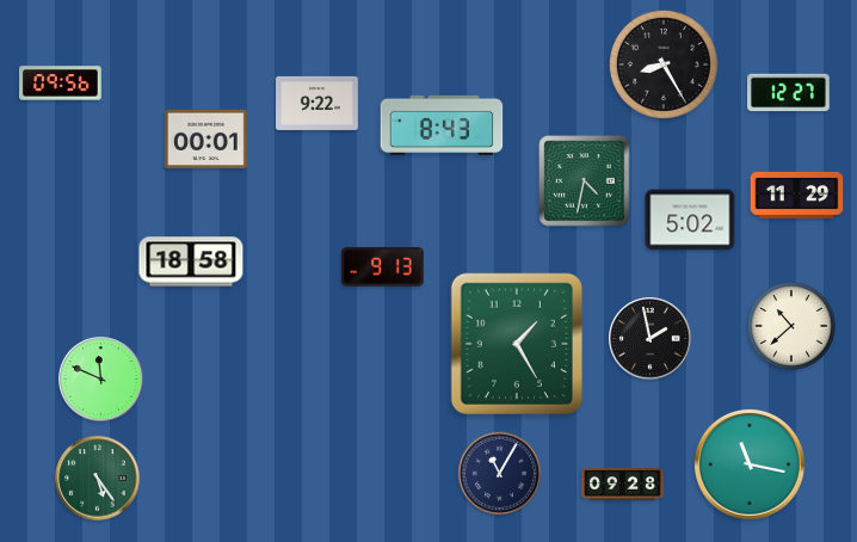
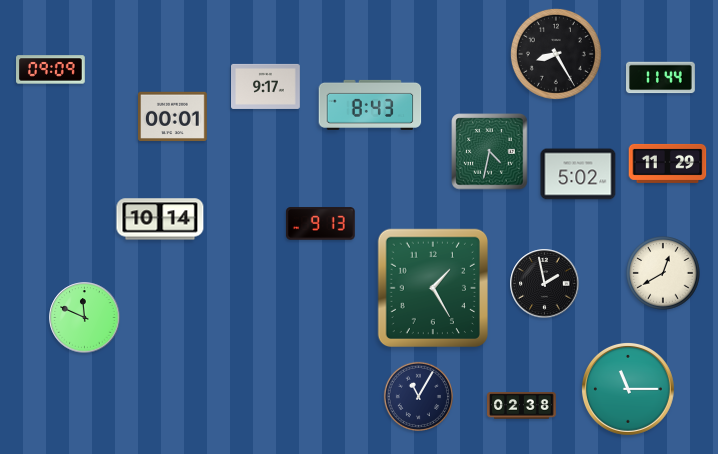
clock at (61, 84): 09:56 -> 09:09
clock at (789, 93): 12:27 -> 11:44
clock at (317, 103): 9:22 -> 9:17
clock at (690, 220) position: (690, 220) -> (578, 174)
clock at (191, 261): 18:58 -> 10:14
clock at (791, 326): 10:38 -> 12:40
clock at (750, 464): 11:17 -> 11:15
clock at (98, 479): 5:24 -> none
clock at (623, 485): 09:28 -> 02:38
